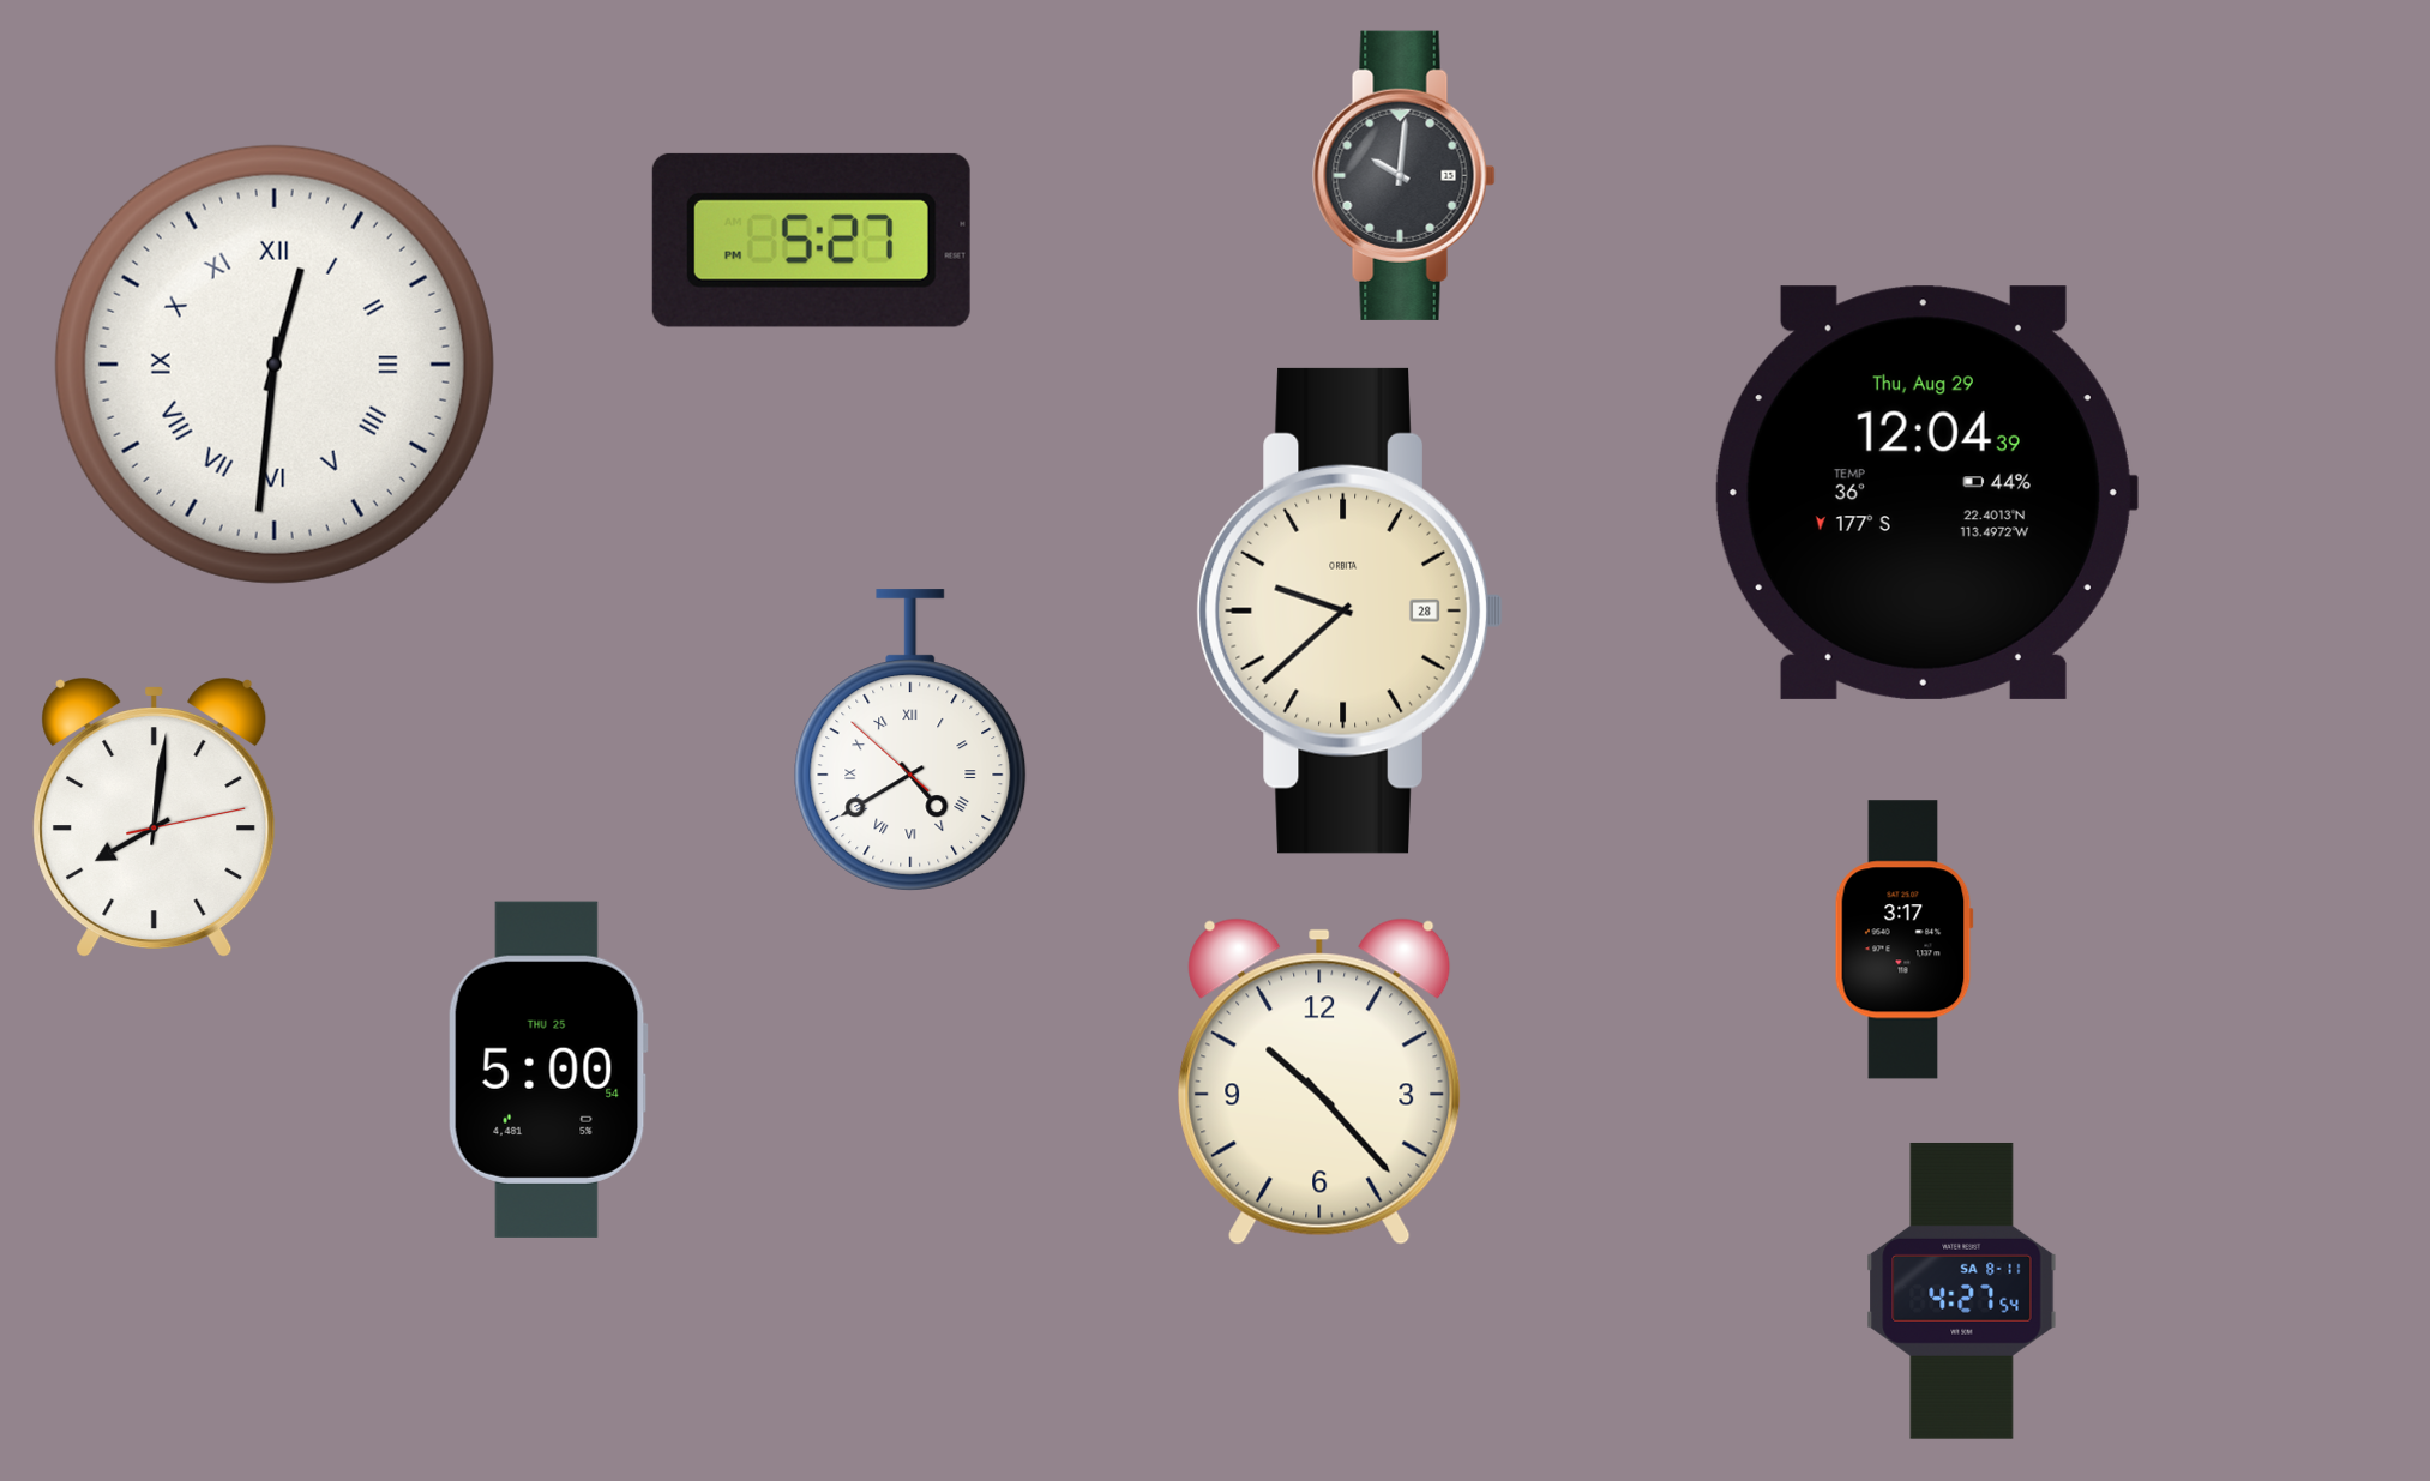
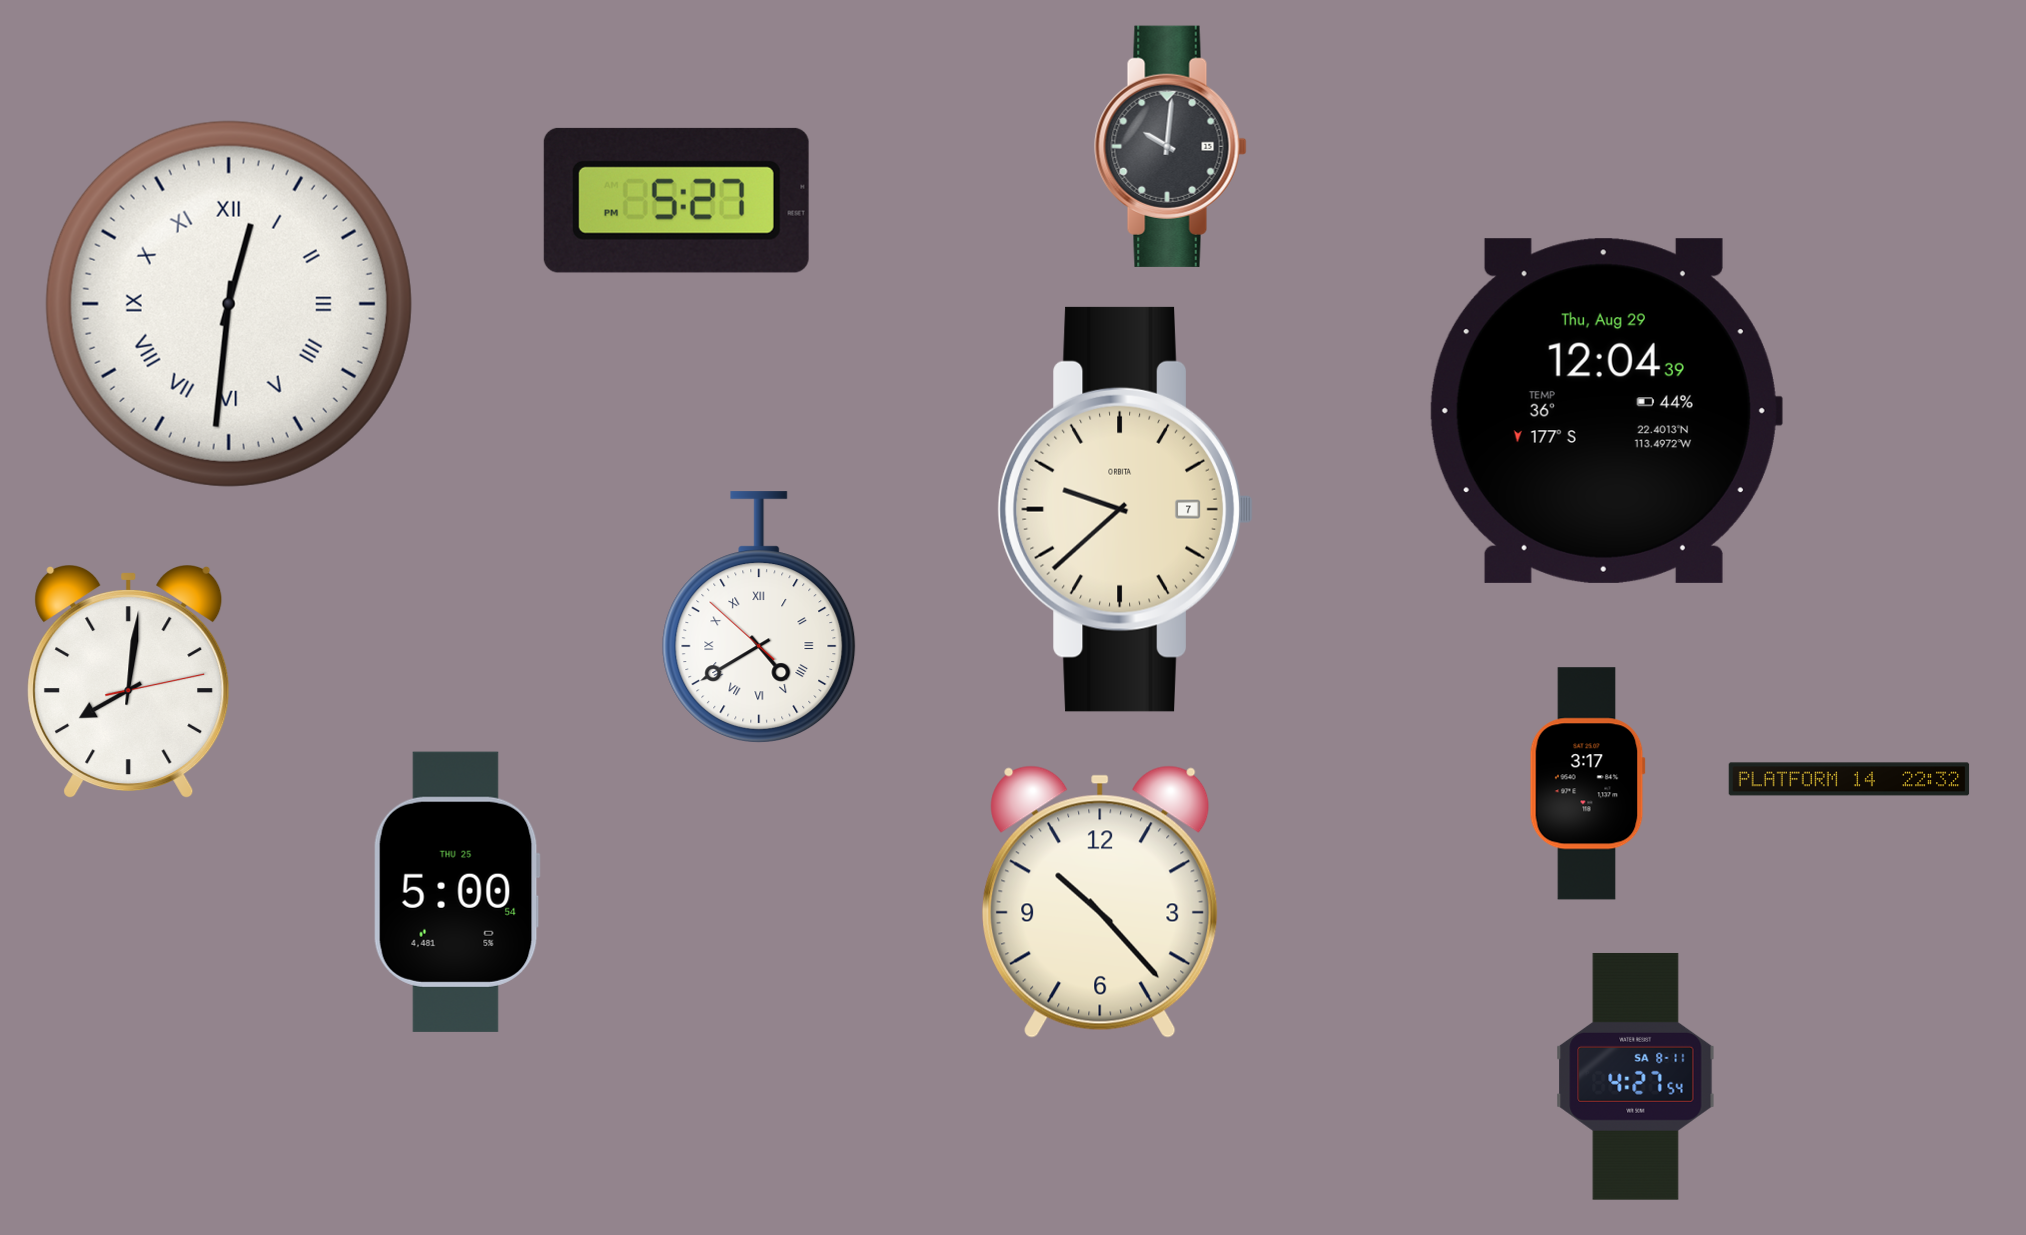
clock at (1349, 610) date: 28 -> 7
clock at (1849, 779): none -> 22:32
